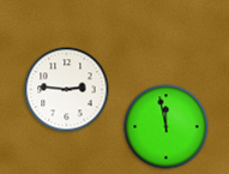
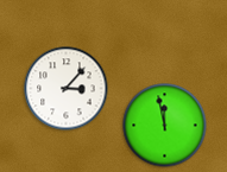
clock at (67, 90): 2:46 -> 3:07
